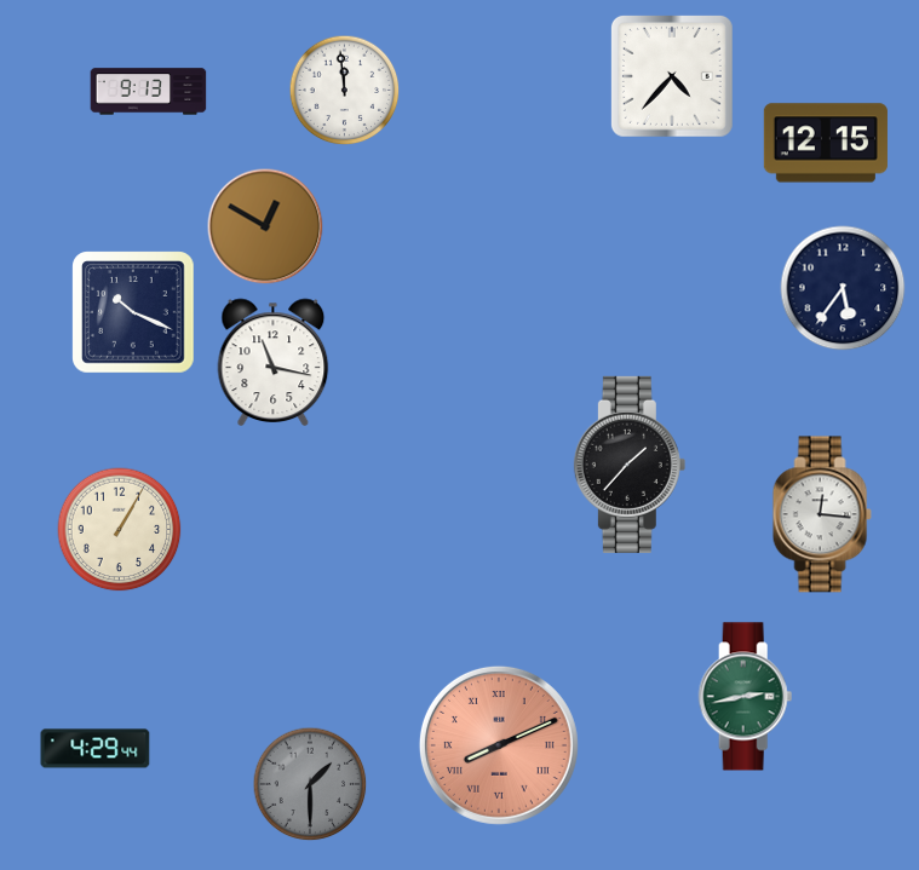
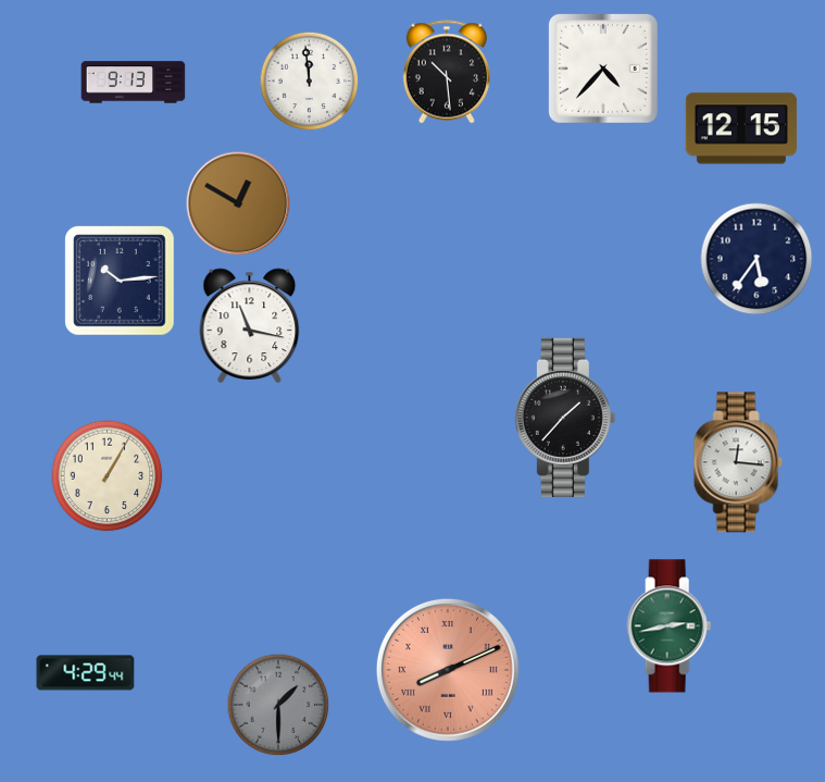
clock at (446, 72): none -> 10:29
clock at (133, 312): 10:19 -> 10:14
clock at (274, 362) position: (274, 362) -> (250, 325)
